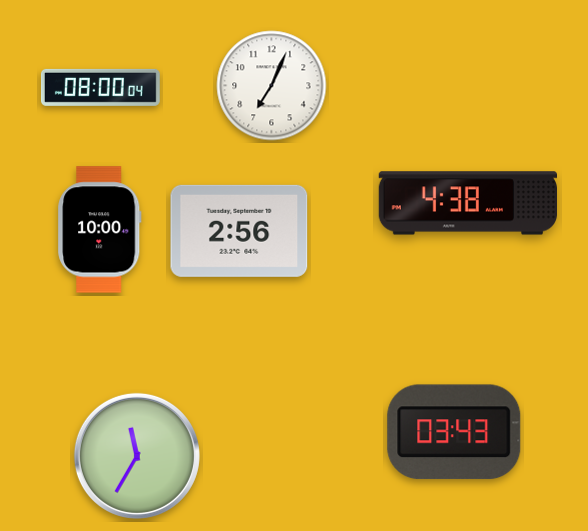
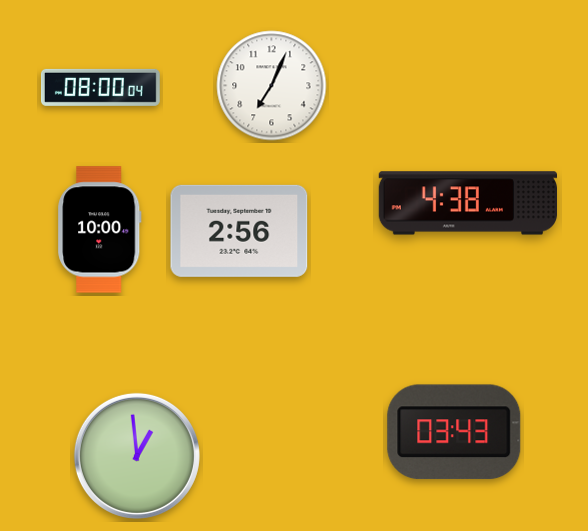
clock at (137, 456): 11:35 -> 12:59
